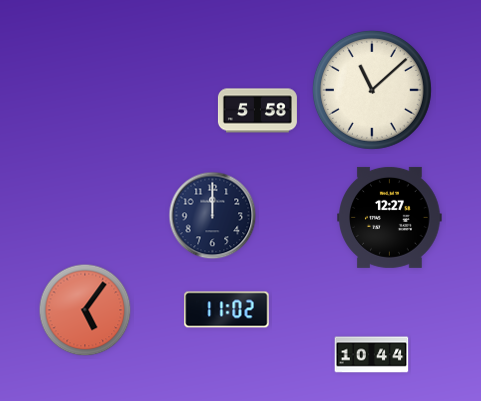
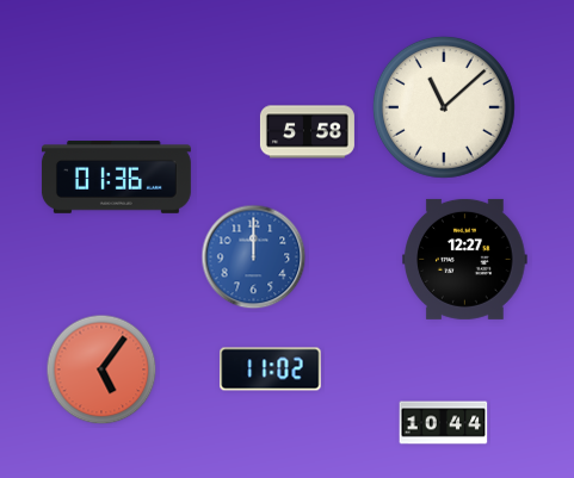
clock at (116, 178): none -> 01:36
clock at (213, 216) dial: navy -> blue
